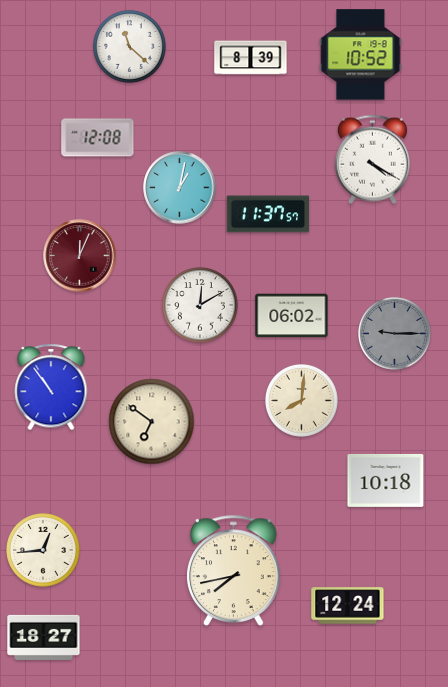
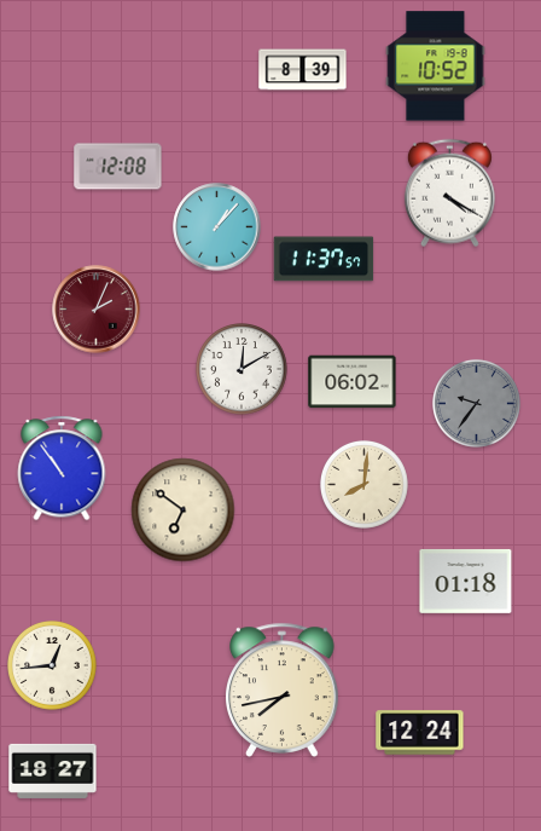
clock at (129, 46): 11:22 -> none
clock at (180, 188): 1:02 -> 1:07
clock at (80, 256): 12:04 -> 2:04
clock at (394, 333): 9:15 -> 9:36
clock at (386, 480): 10:18 -> 01:18
